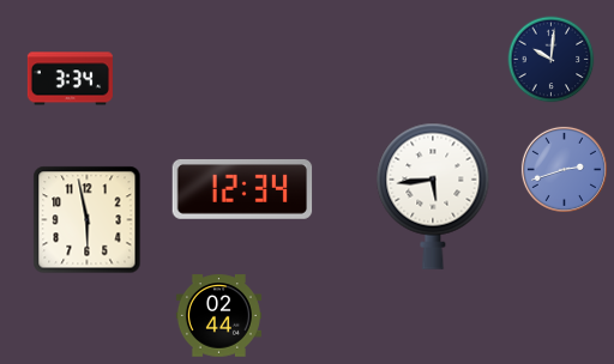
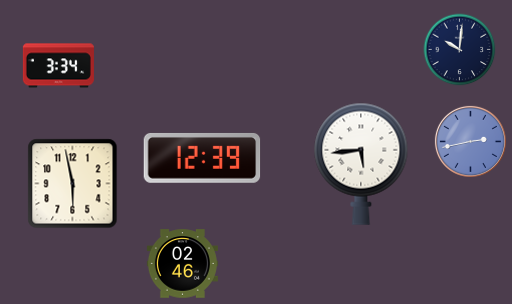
clock at (564, 169): 2:42 -> 2:43
clock at (242, 189): 12:34 -> 12:39
clock at (218, 316): 02:44 -> 02:46
